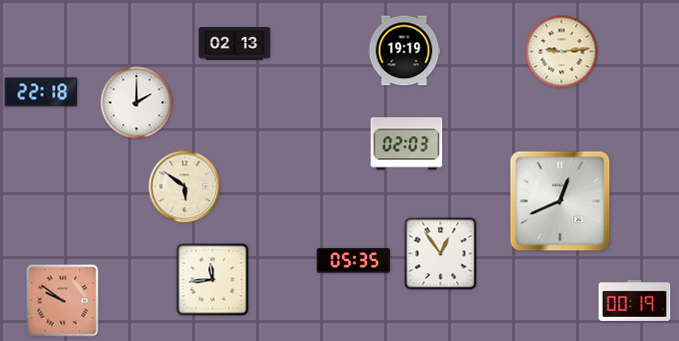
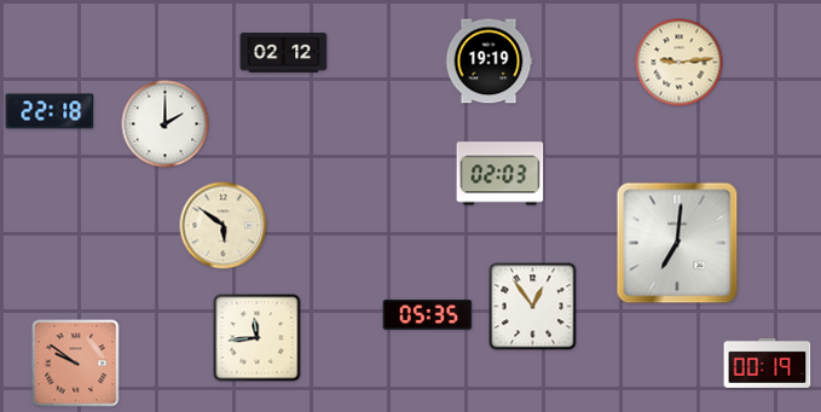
clock at (235, 44): 02:13 -> 02:12
clock at (407, 144) position: (407, 144) -> (501, 174)
clock at (560, 201): 12:41 -> 7:01
